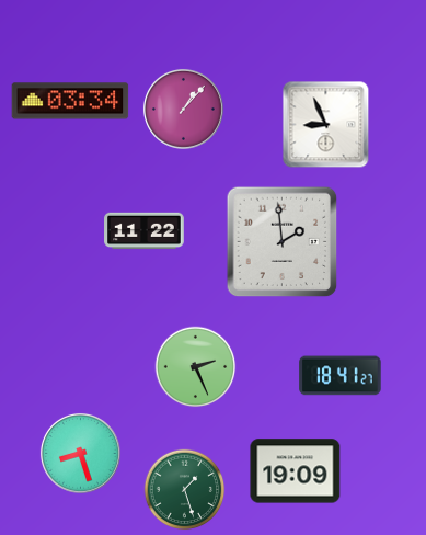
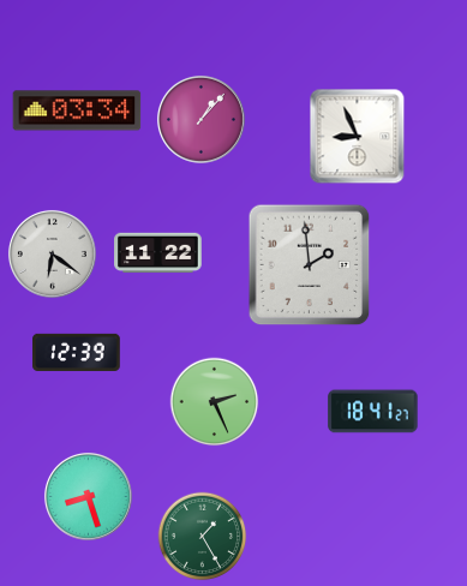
clock at (52, 253): none -> 6:21
clock at (77, 352): none -> 12:39
clock at (296, 471): 19:09 -> none
clock at (185, 490): 1:27 -> 1:25
